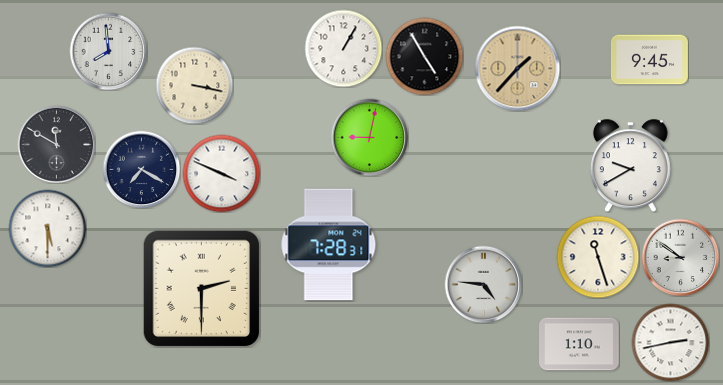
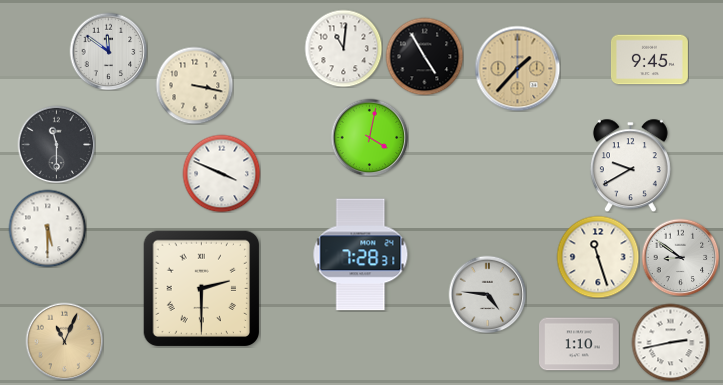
clock at (343, 48): 1:05 -> 11:01
clock at (108, 51): 7:59 -> 11:51
clock at (369, 137): 9:02 -> 4:02
clock at (56, 144): 11:50 -> 11:30
clock at (141, 169): 7:20 -> none
clock at (329, 245) position: (329, 245) -> (361, 255)
clock at (483, 284) position: (483, 284) -> (487, 294)
clock at (64, 341): none -> 11:04
